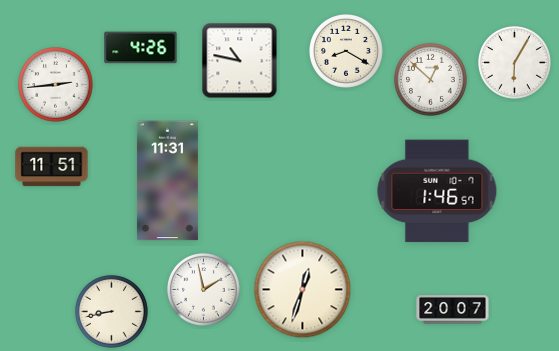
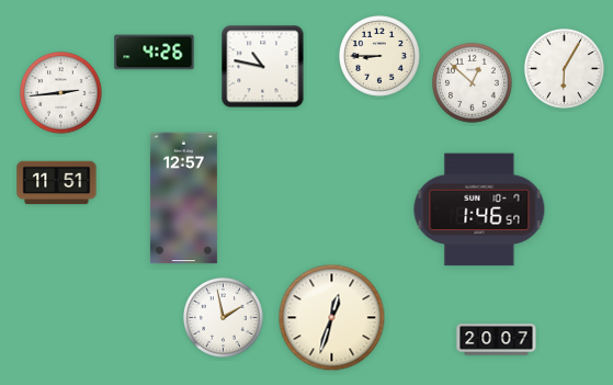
clock at (347, 52): 8:20 -> 8:45
clock at (430, 79) position: (430, 79) -> (472, 82)
clock at (167, 181): 11:31 -> 12:57
clock at (111, 311): 8:43 -> none
